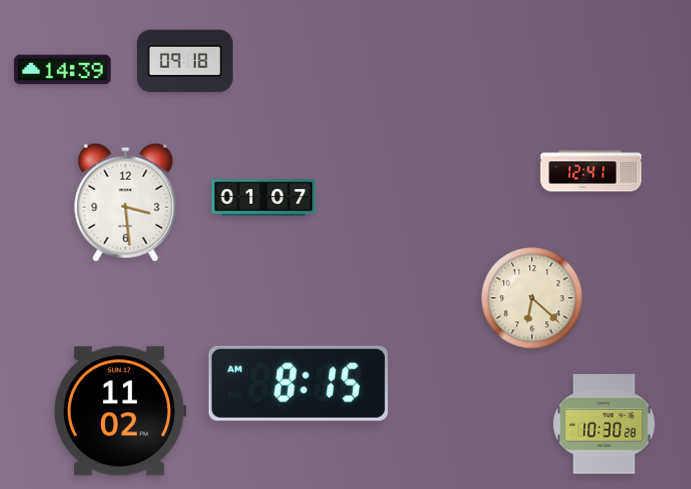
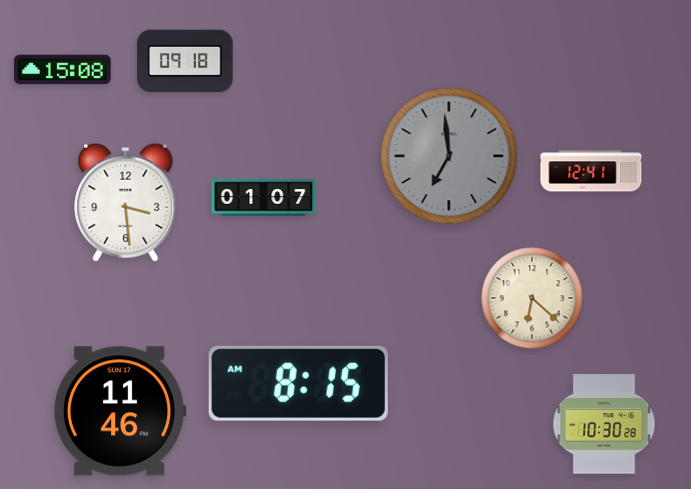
clock at (63, 70): 14:39 -> 15:08
clock at (449, 156): none -> 6:59
clock at (120, 411): 11:02 -> 11:46
